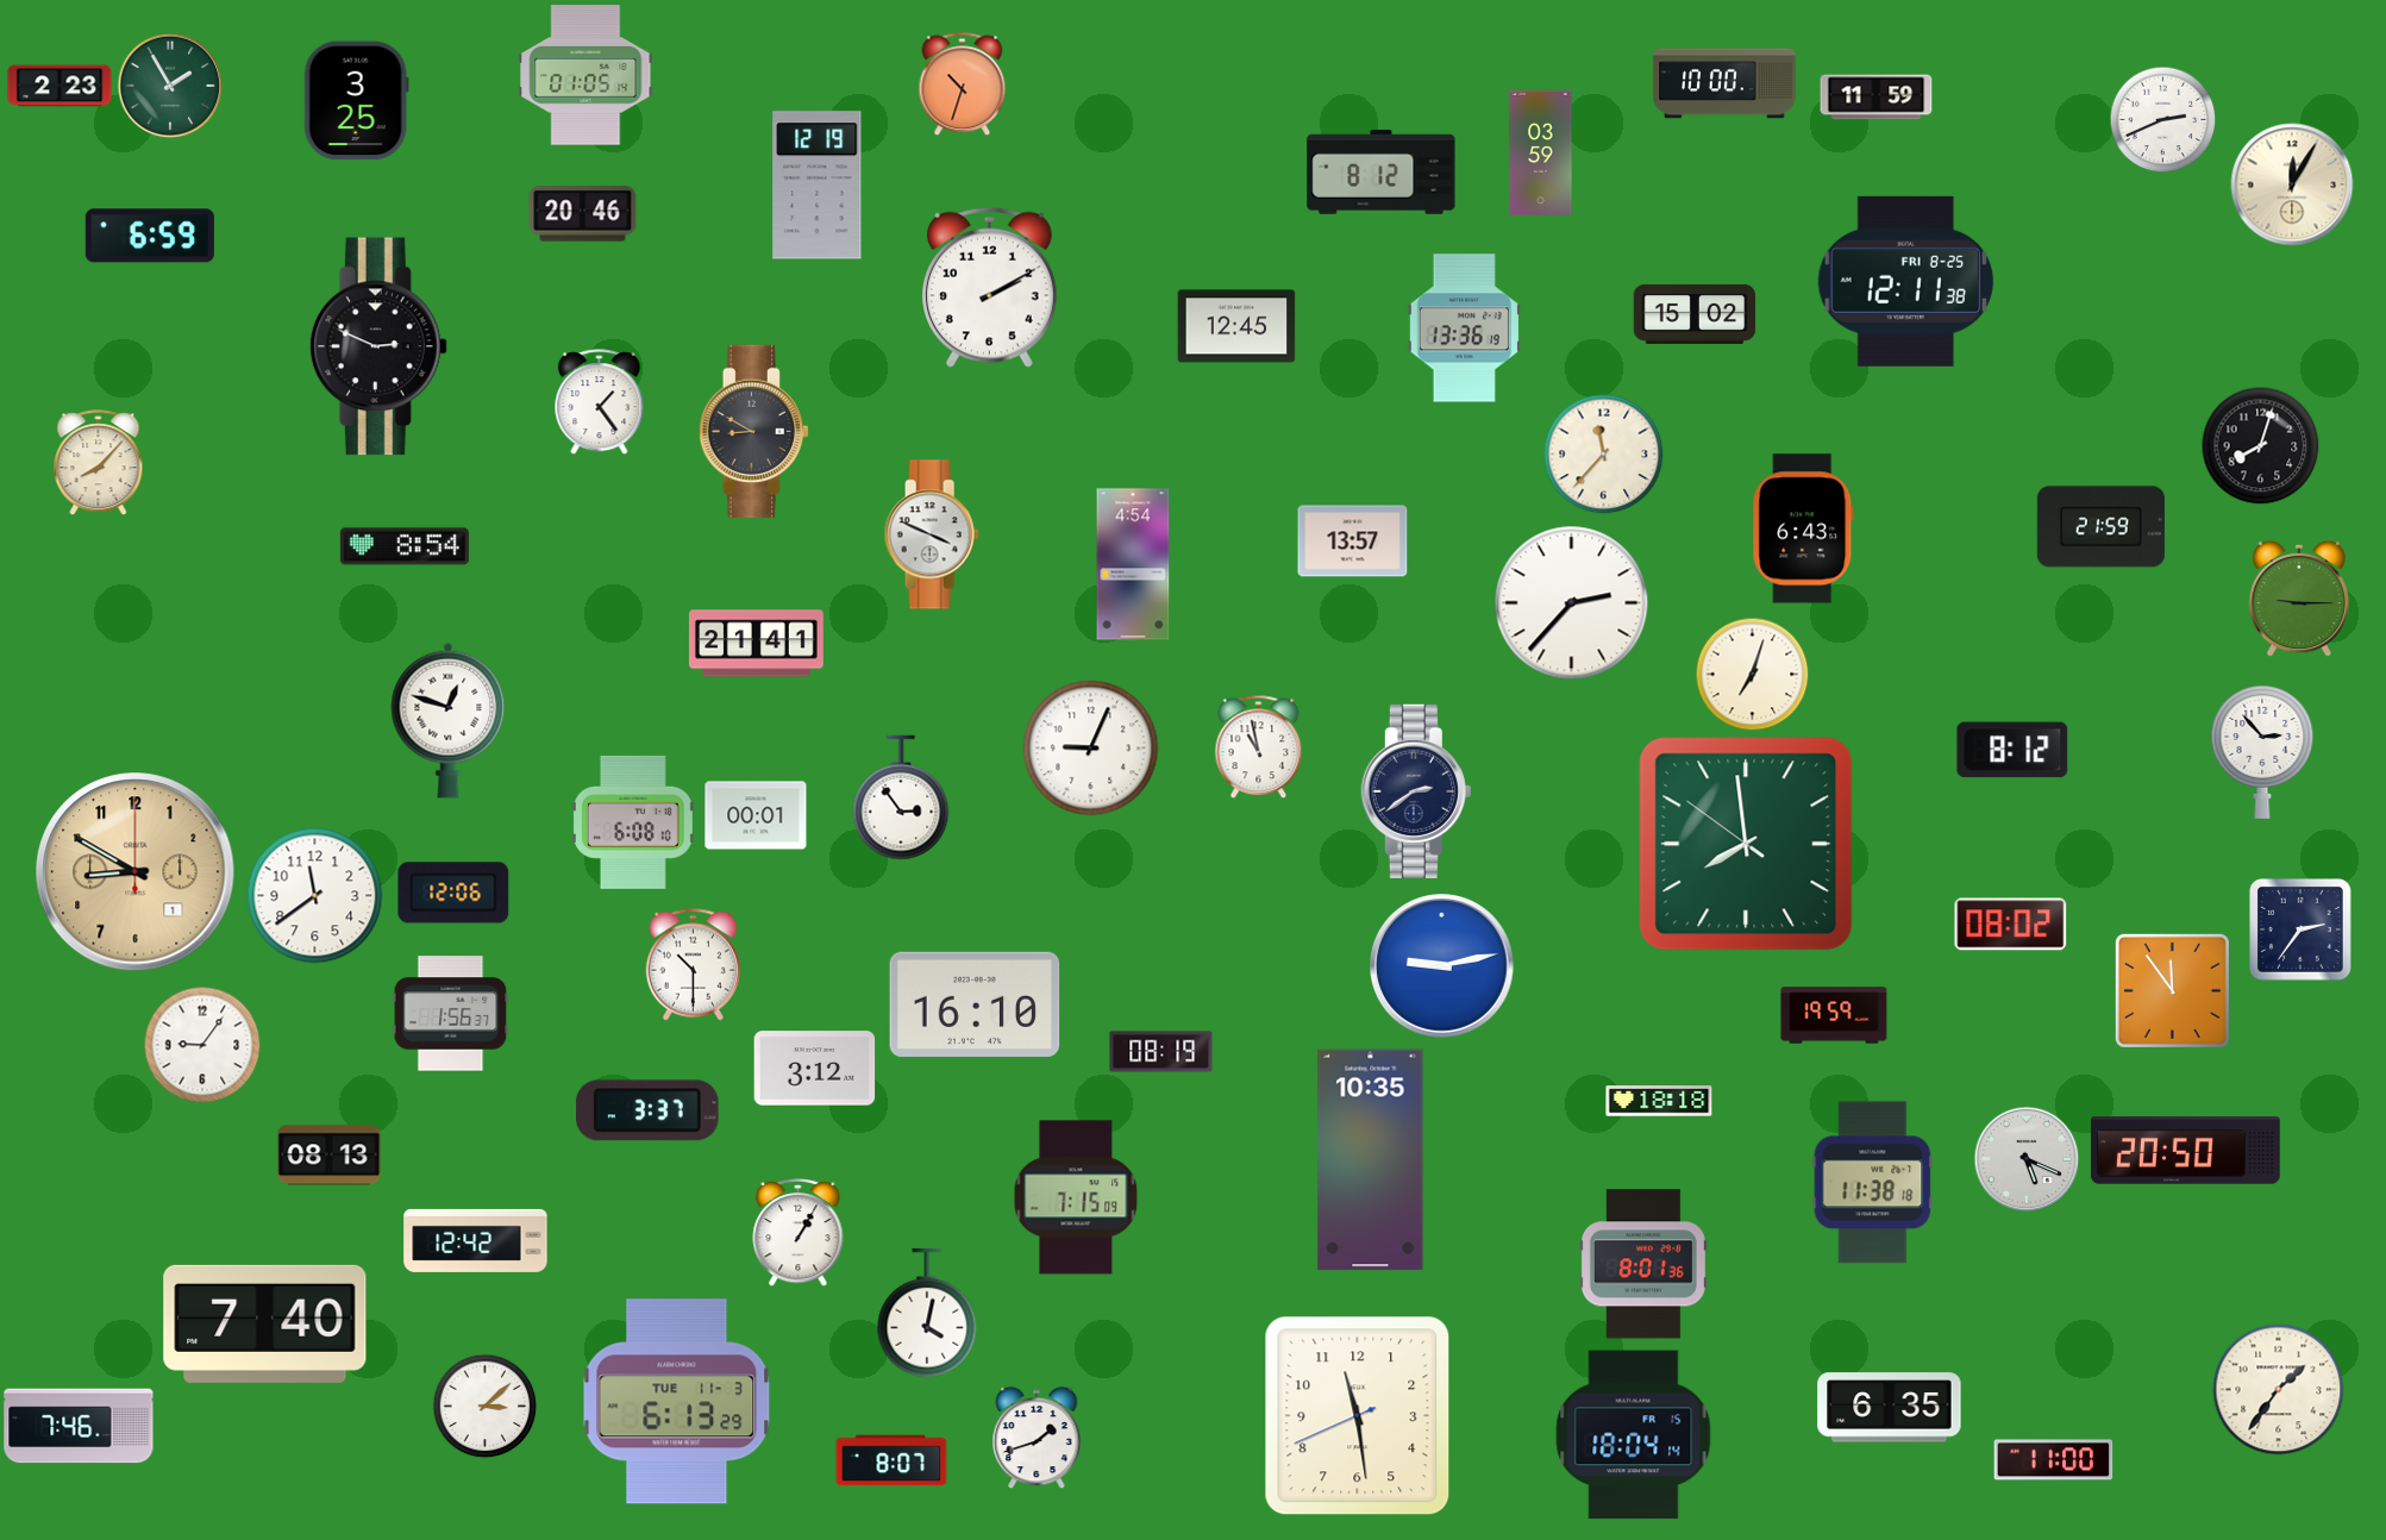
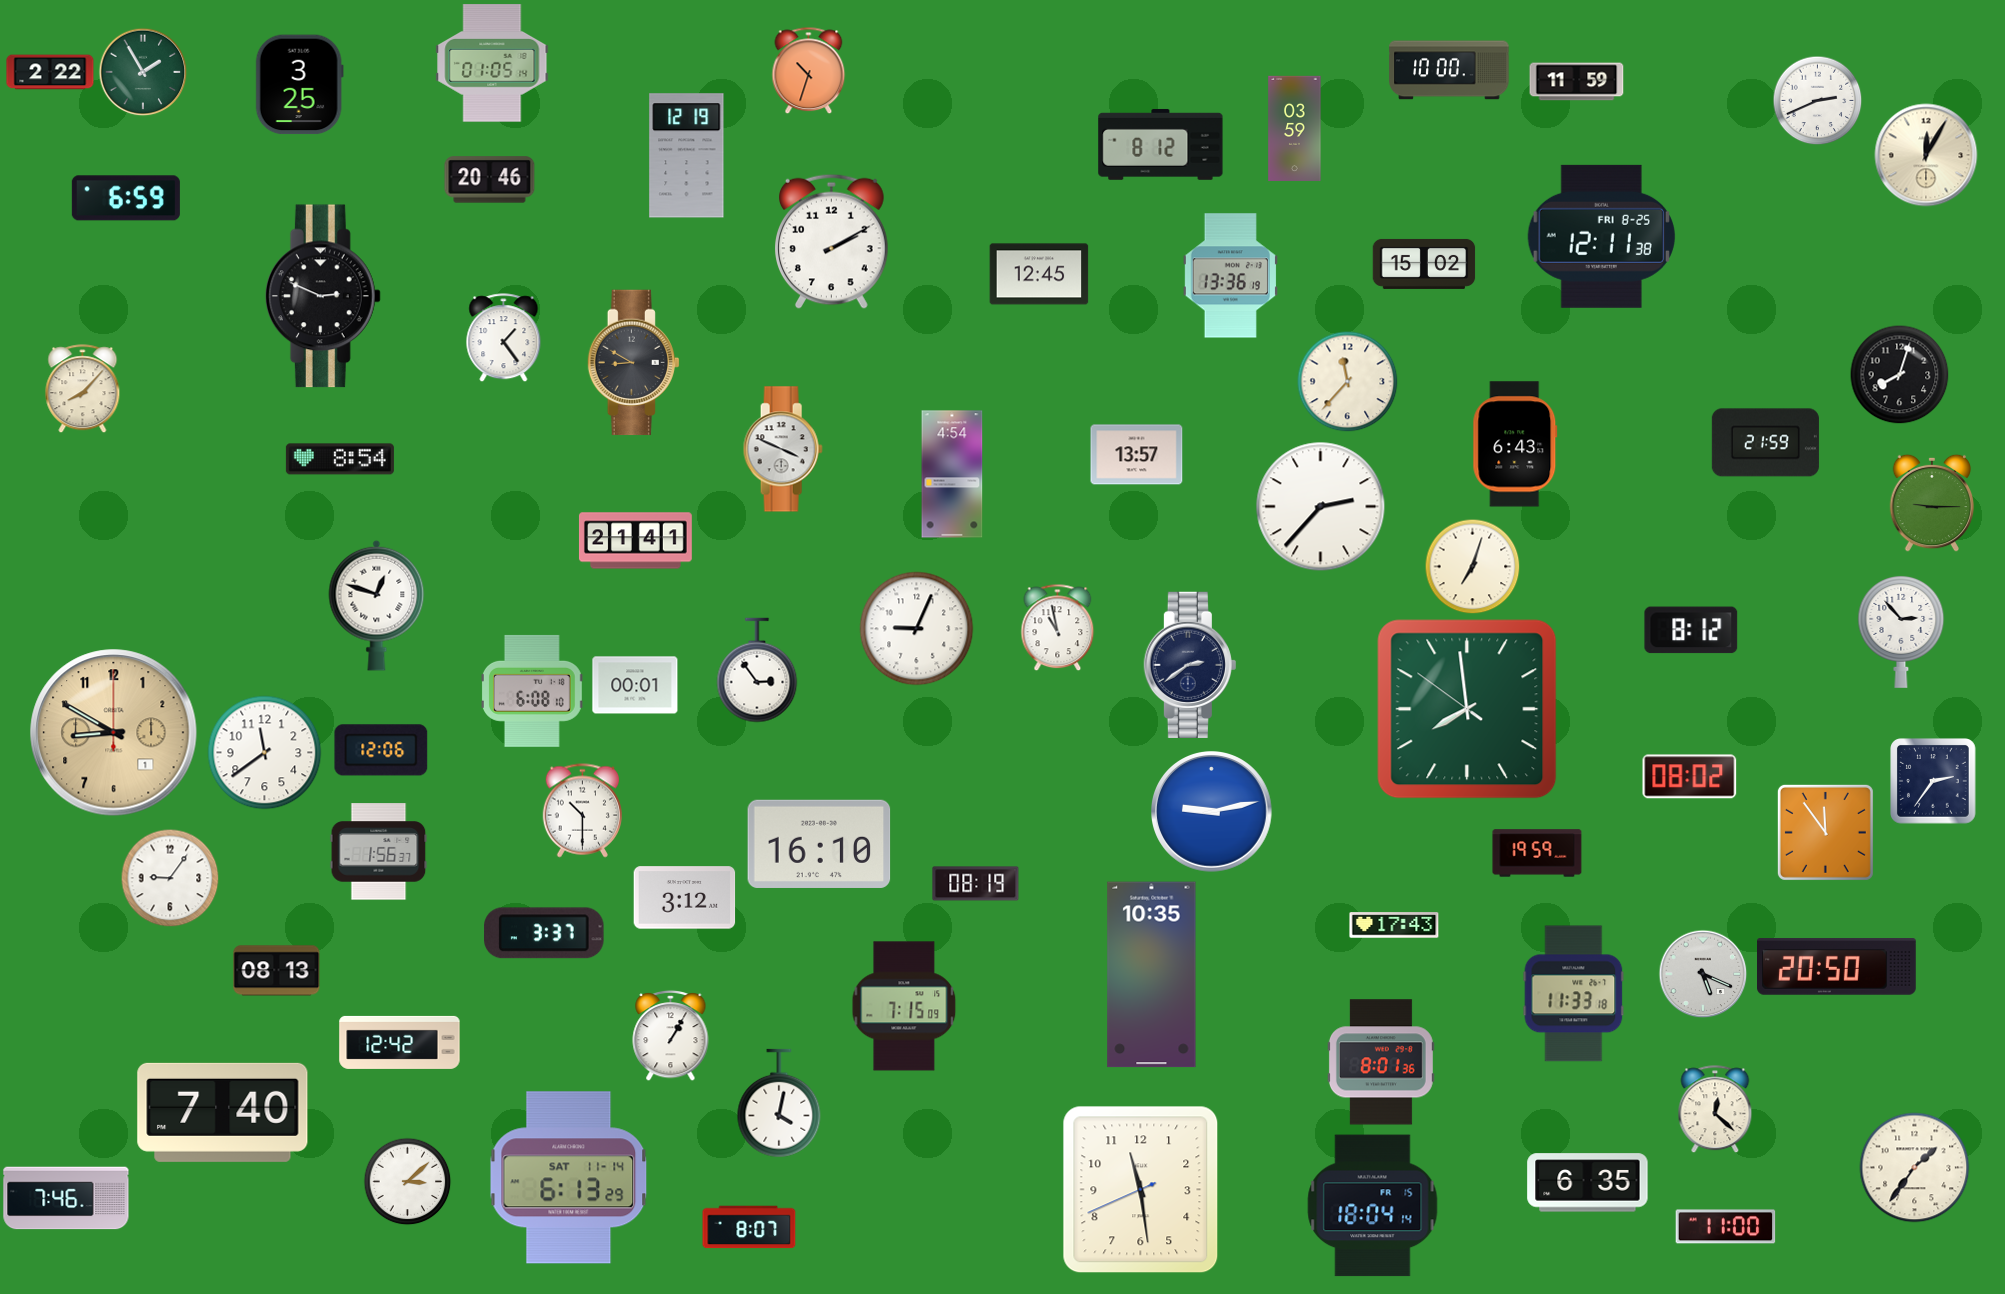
clock at (60, 86): 2:23 -> 2:22
clock at (378, 346) position: (378, 346) -> (323, 296)
clock at (1834, 1015) position: (1834, 1015) -> (1537, 853)
clock at (1659, 1101): 18:18 -> 17:43
clock at (1873, 1183): 11:38 -> 11:33
clock at (1715, 1109): none -> 12:22
clock at (677, 1402) date: TUE 11-3 -> SAT 11-14
clock at (1037, 1438): 1:42 -> none
